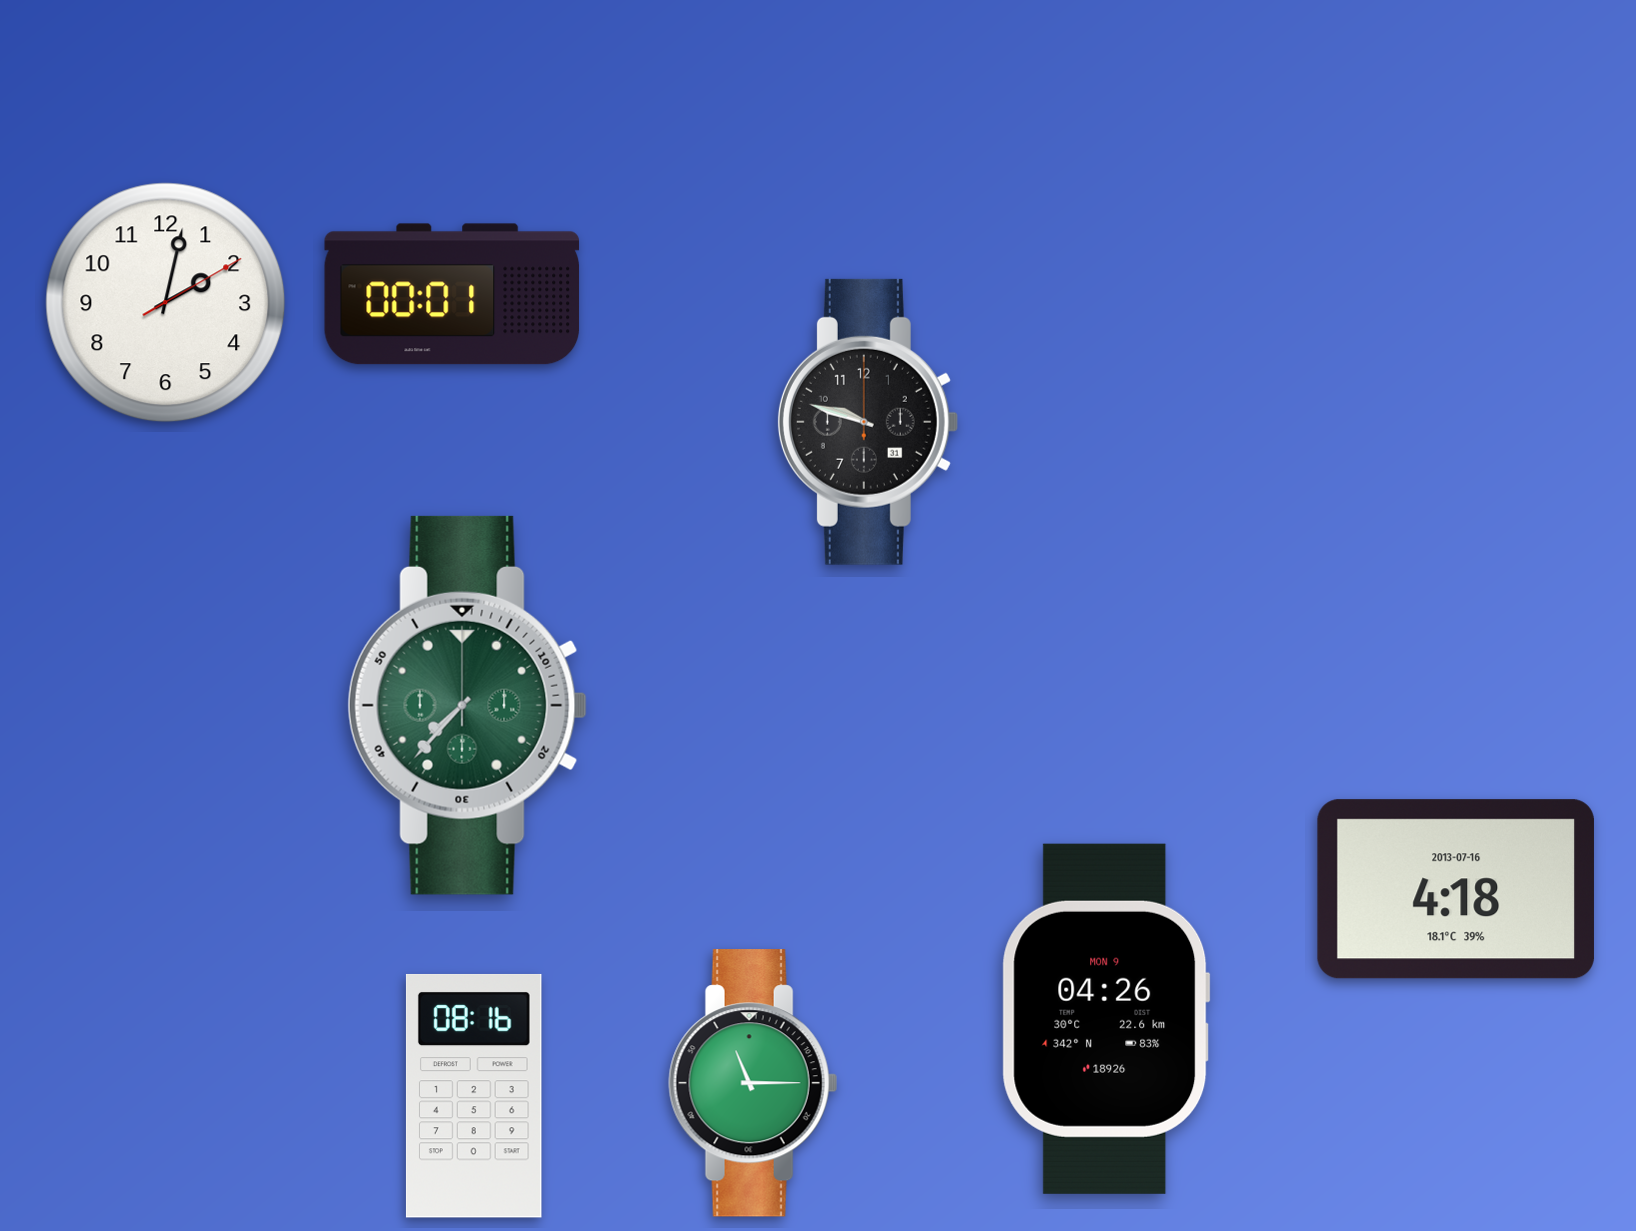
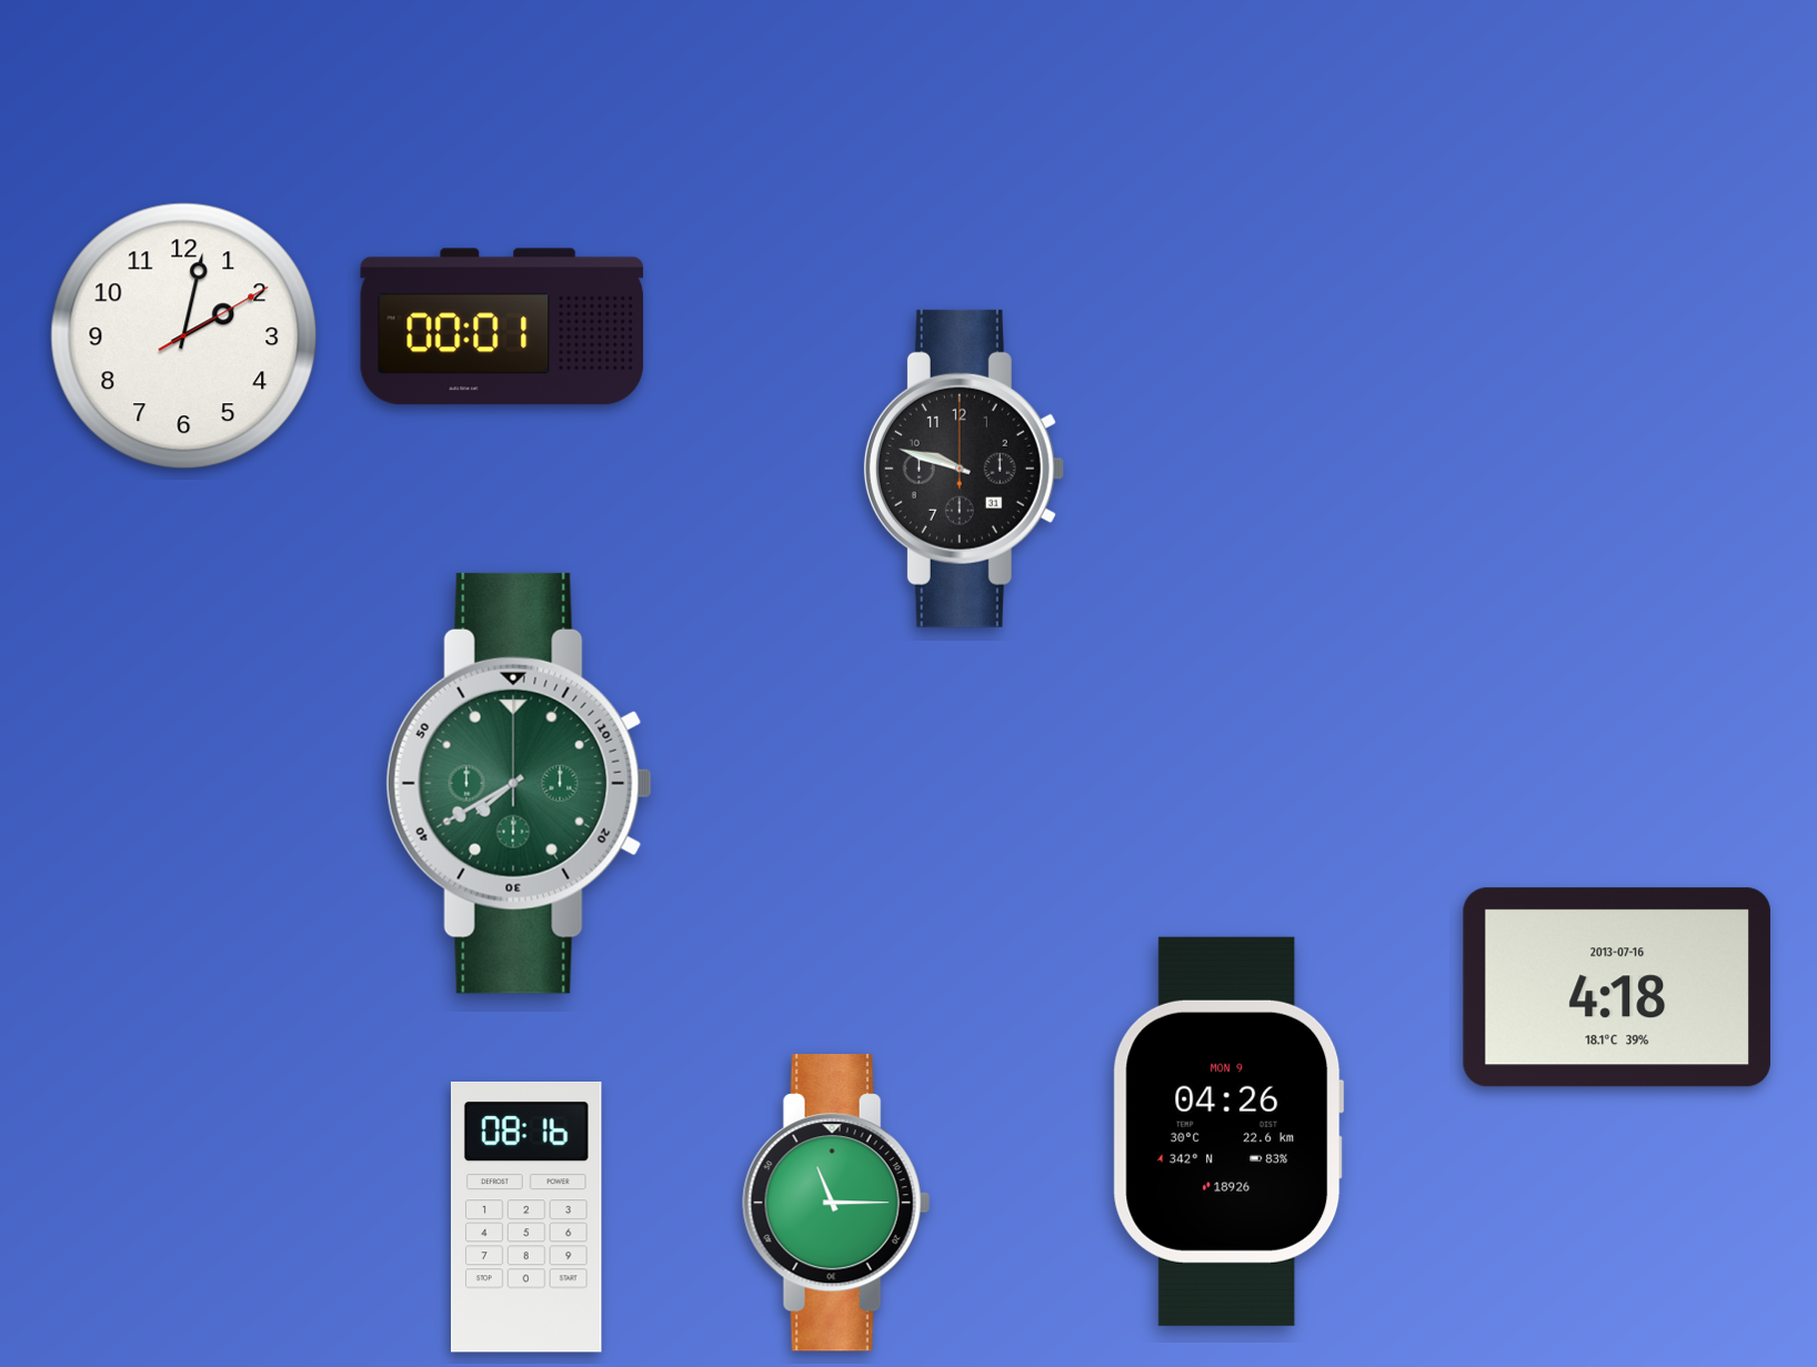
clock at (467, 705): 7:37 -> 7:40
